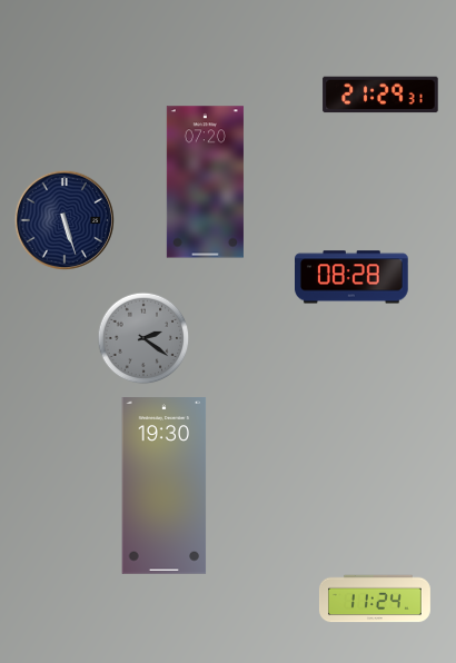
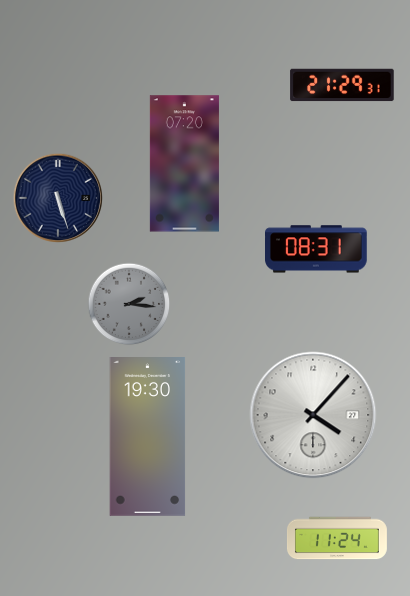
clock at (353, 277): 08:28 -> 08:31
clock at (143, 338): 2:21 -> 2:16
clock at (313, 415): none -> 4:07
